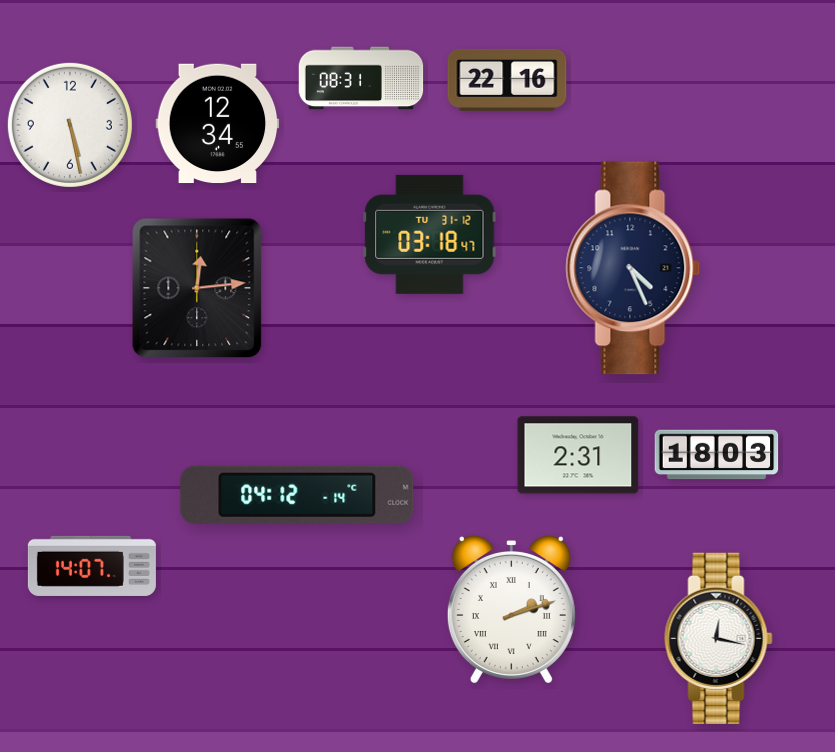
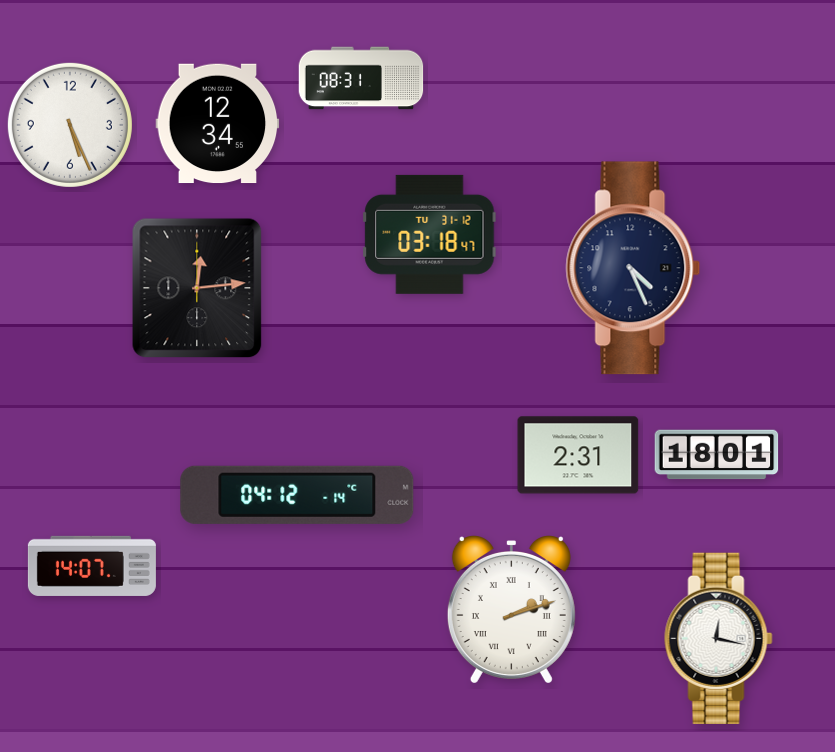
clock at (507, 80): 22:16 -> none
clock at (70, 125): 5:28 -> 5:26
clock at (717, 455): 18:03 -> 18:01
